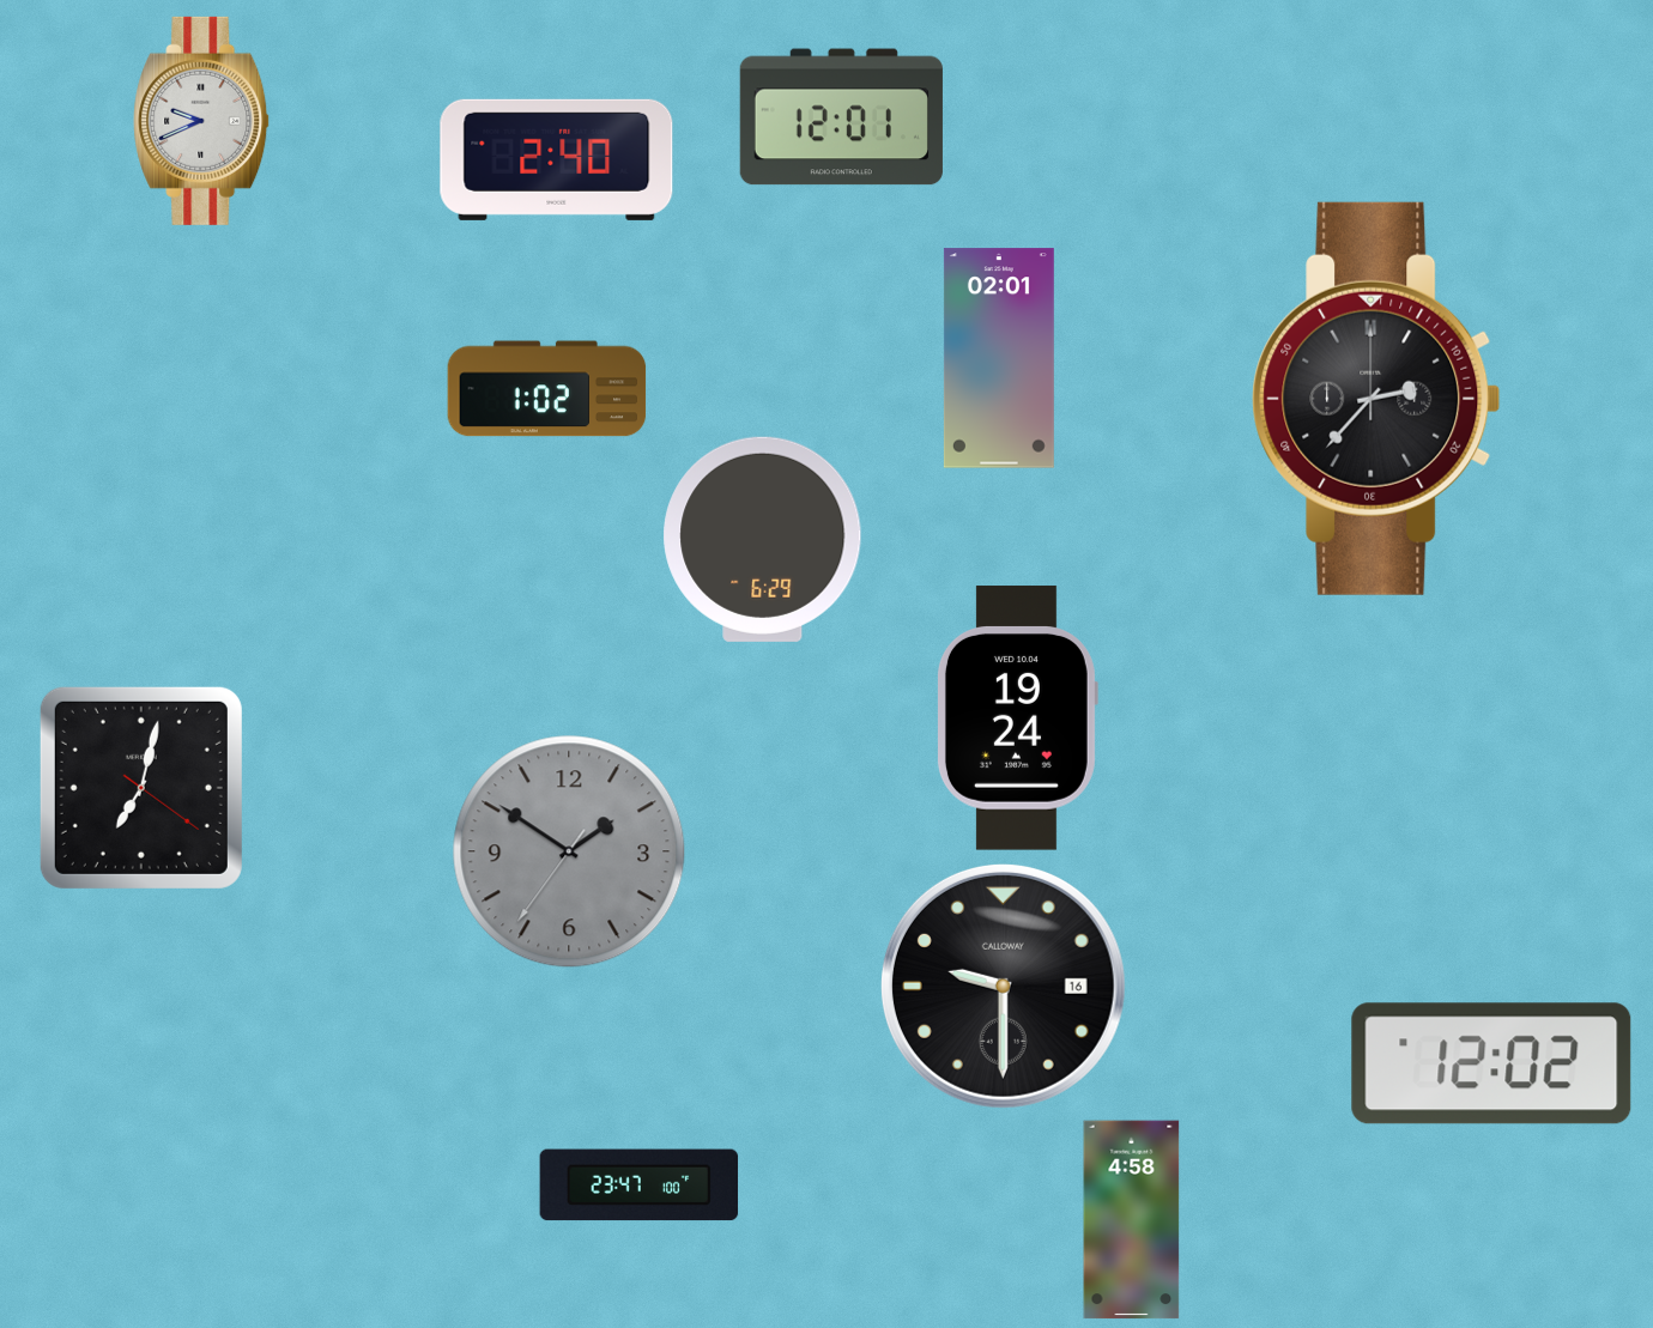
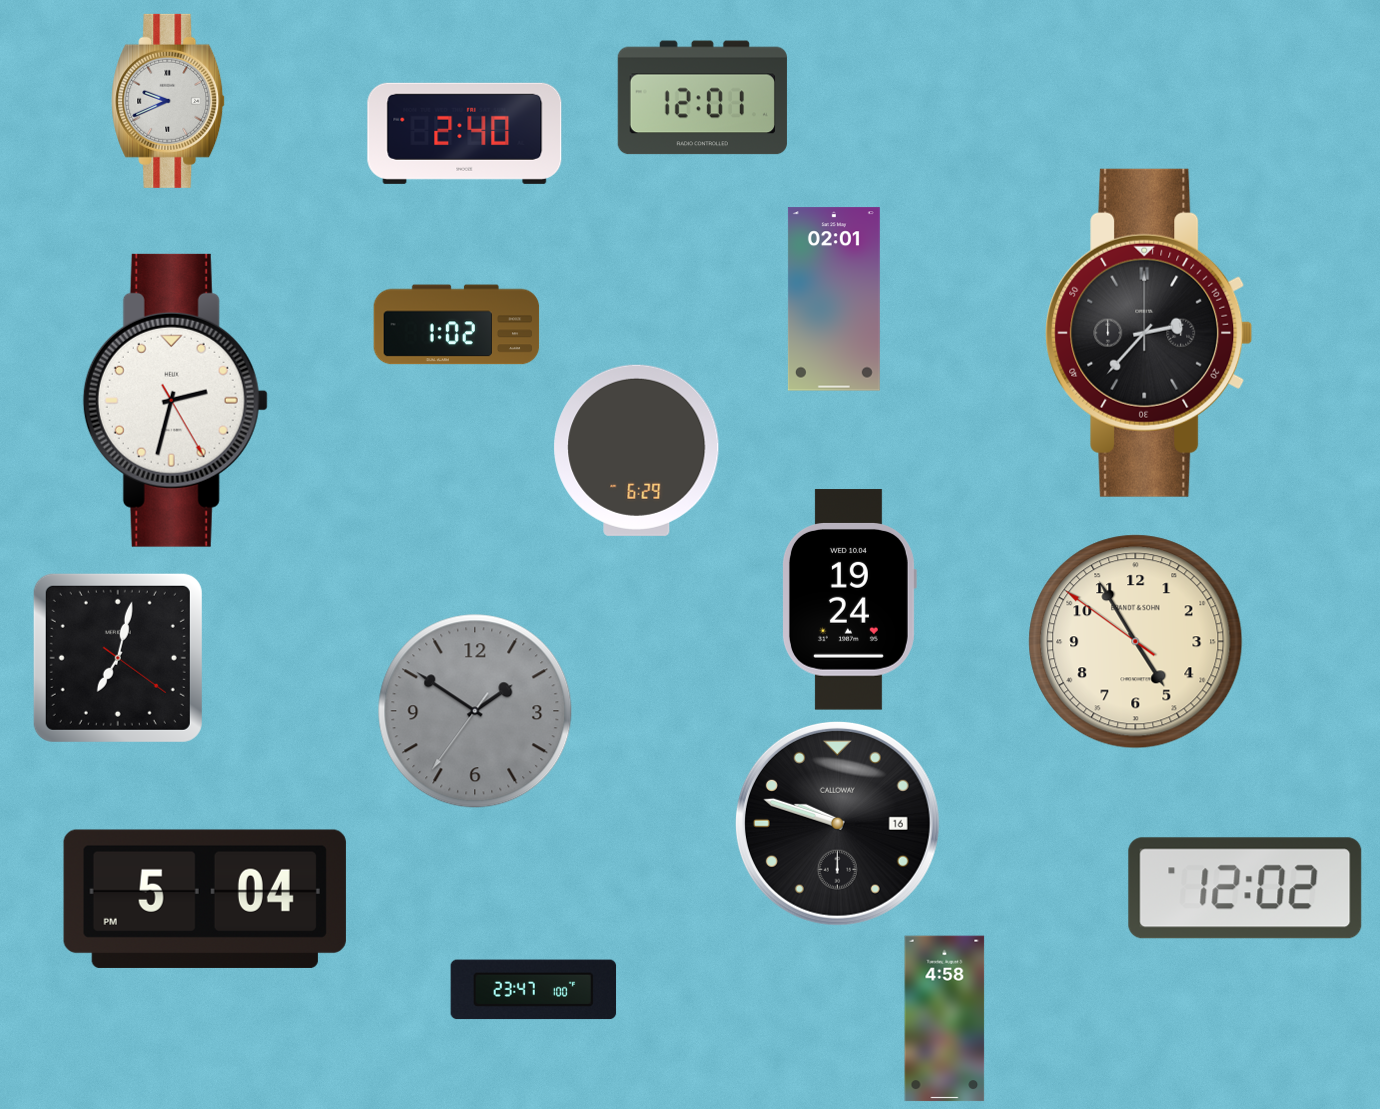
clock at (175, 400): none -> 2:32
clock at (1136, 642): none -> 4:54
clock at (1003, 986): 9:30 -> 9:48
clock at (205, 899): none -> 5:04
